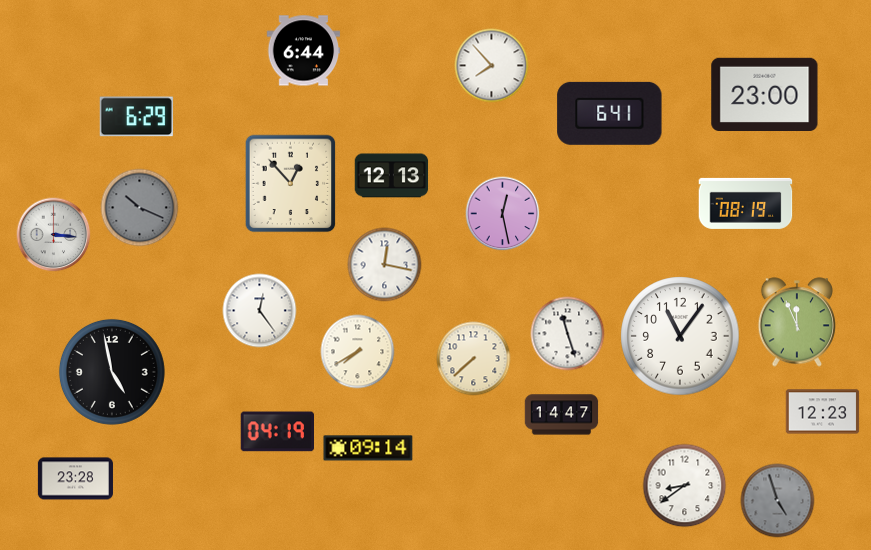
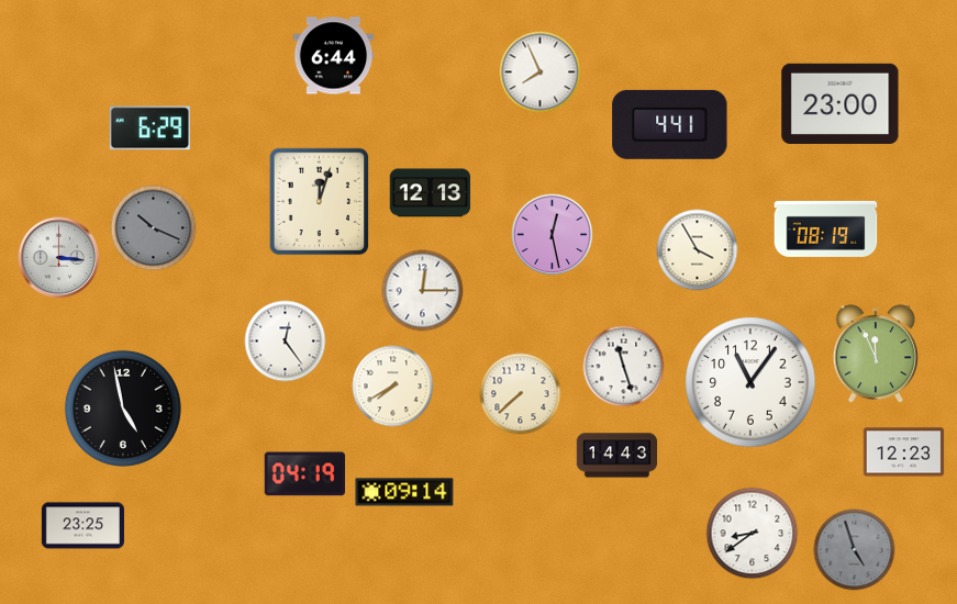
clock at (492, 66): 7:53 -> 7:56
clock at (610, 113): 6:41 -> 4:41
clock at (291, 184): 12:53 -> 12:03
clock at (746, 203) position: (746, 203) -> (826, 228)
clock at (698, 250): none -> 3:55
clock at (385, 265): 12:17 -> 12:15
clock at (680, 336) position: (680, 336) -> (750, 382)
clock at (562, 415): 14:47 -> 14:43
clock at (75, 479): 23:28 -> 23:25
